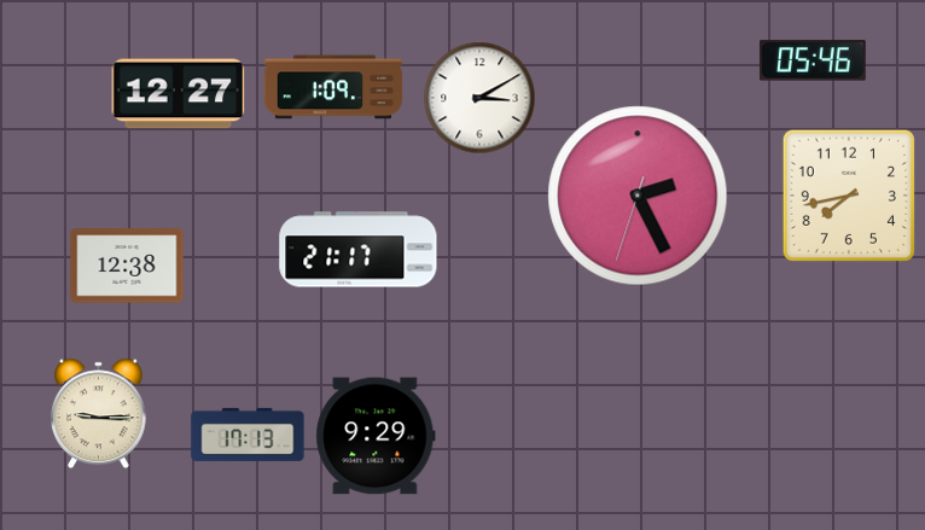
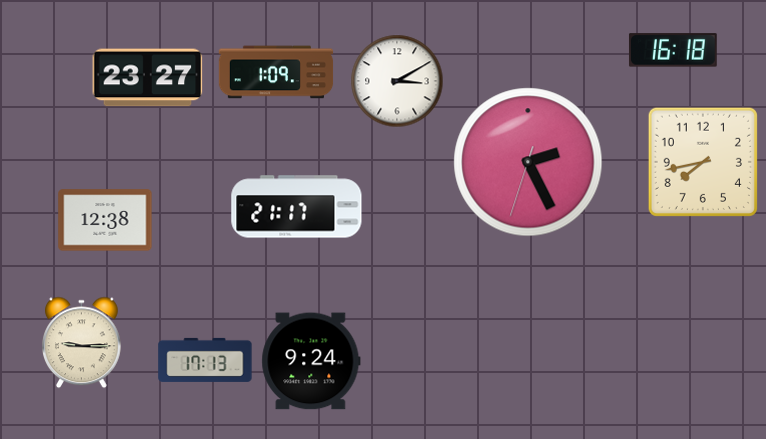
clock at (813, 60): 05:46 -> 16:18
clock at (179, 94): 12:27 -> 23:27
clock at (376, 436): 9:29 -> 9:24
